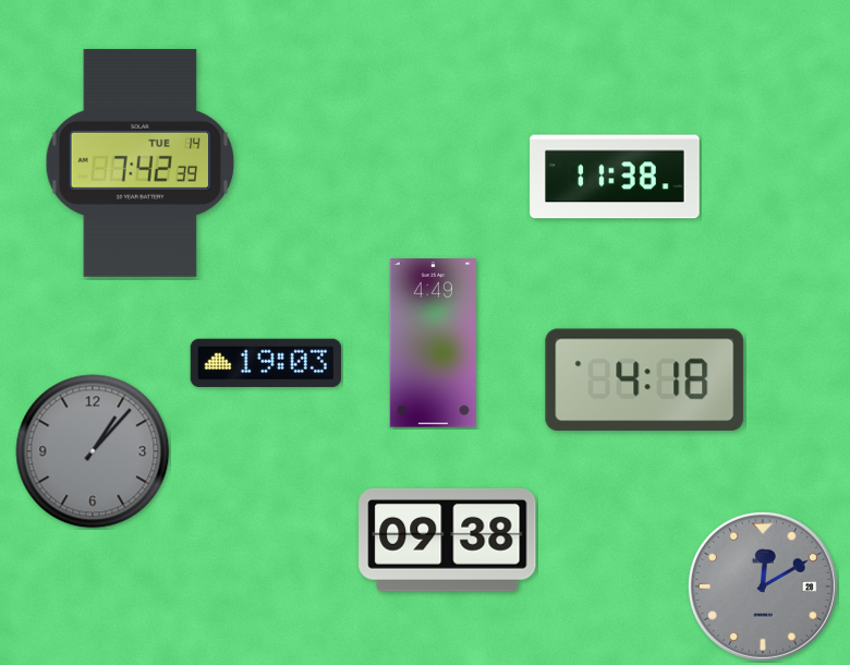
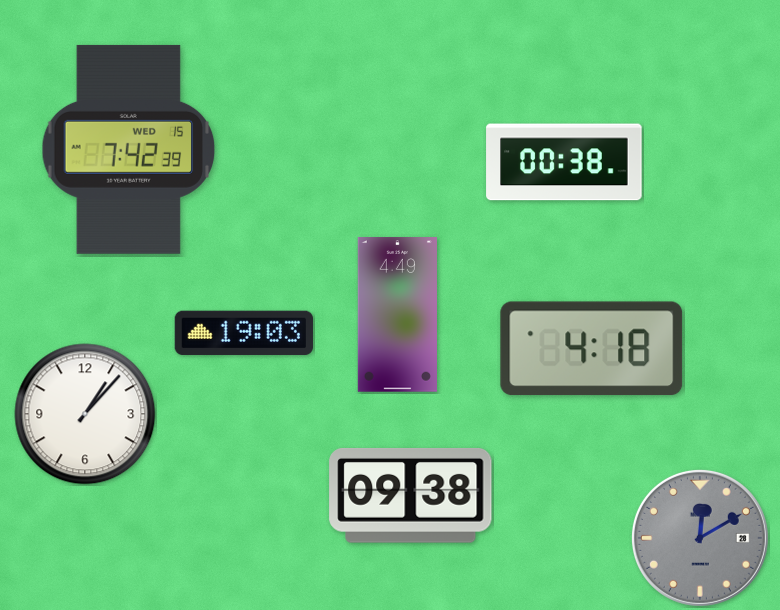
clock at (141, 162) date: TUE 14 -> WED 15
clock at (615, 177): 11:38 -> 00:38
clock at (93, 451) dial: grey -> white
